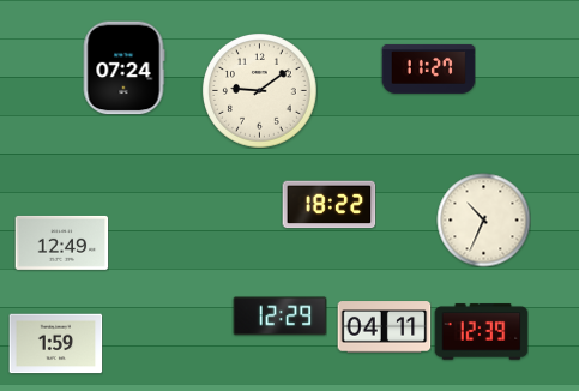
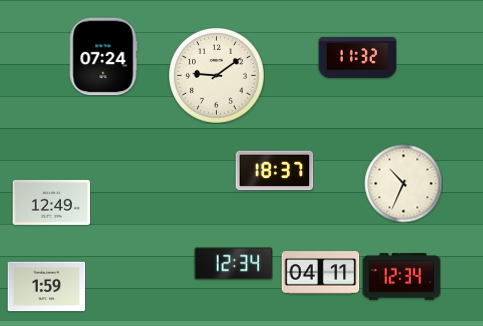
clock at (428, 70): 11:27 -> 11:32
clock at (328, 205): 18:22 -> 18:37
clock at (279, 317): 12:29 -> 12:34
clock at (481, 332): 12:39 -> 12:34
